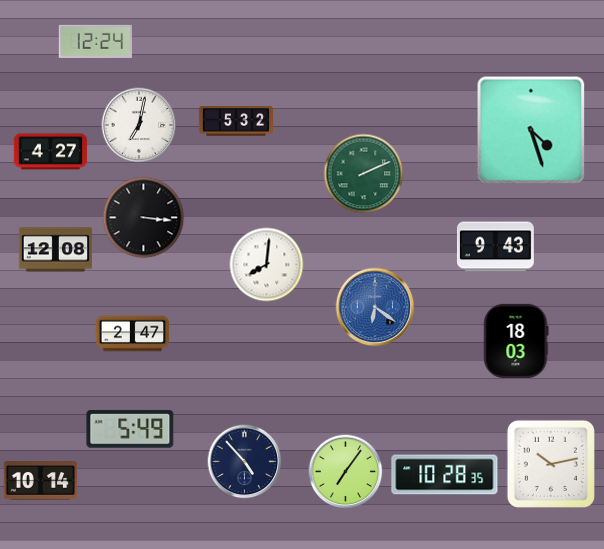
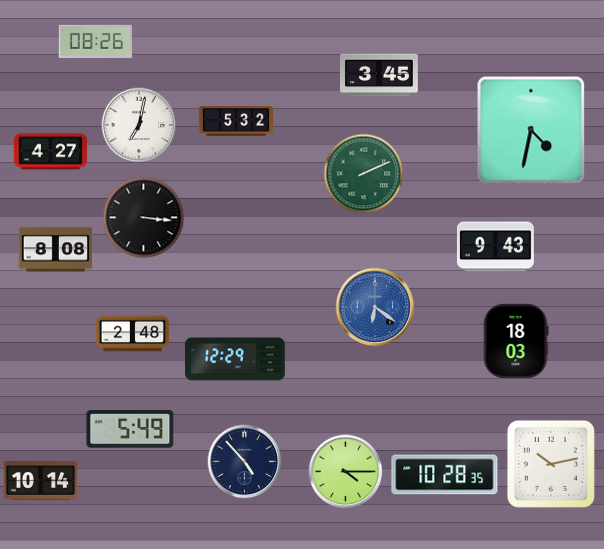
clock at (95, 41): 12:24 -> 08:26
clock at (380, 75): none -> 3:45
clock at (531, 130): 4:27 -> 4:32
clock at (56, 250): 12:08 -> 8:08
clock at (267, 265): 8:01 -> none
clock at (133, 334): 2:47 -> 2:48
clock at (235, 359): none -> 12:29
clock at (346, 472): 7:06 -> 4:15
